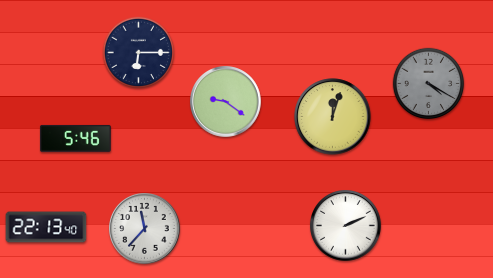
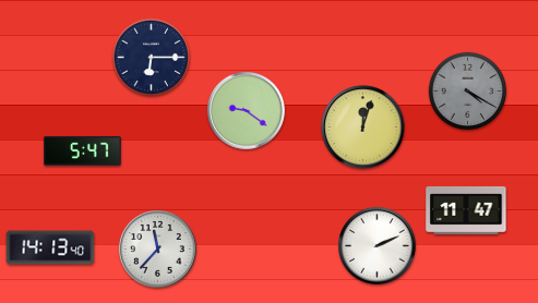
clock at (76, 138): 5:46 -> 5:47
clock at (466, 210): none -> 11:47
clock at (46, 227): 22:13 -> 14:13
